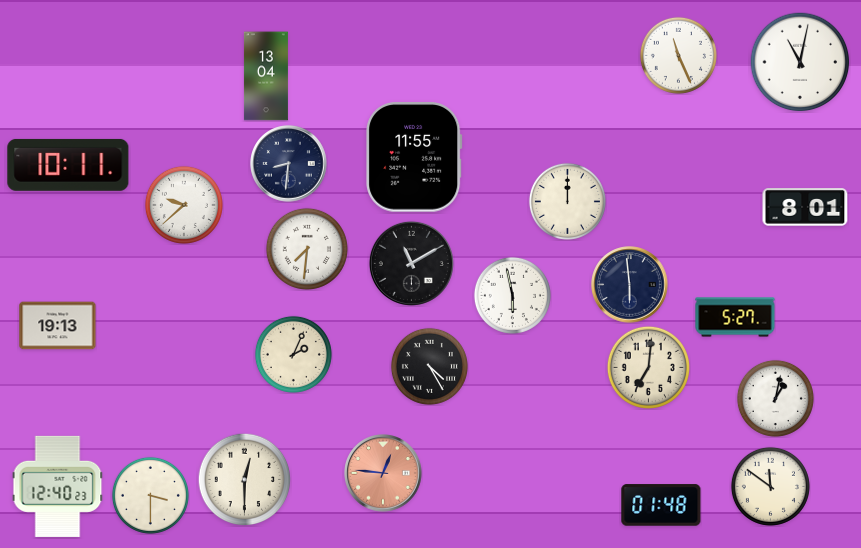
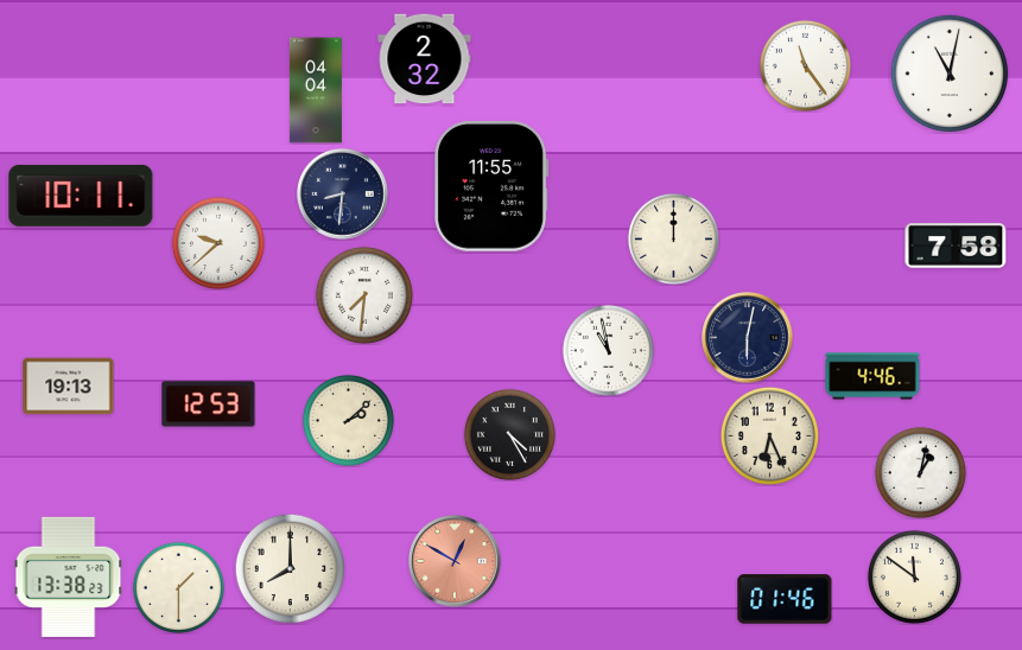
clock at (425, 59): none -> 2:32
clock at (678, 55): 11:26 -> 11:24
clock at (266, 76): 13:04 -> 04:04
clock at (805, 207): 8:01 -> 7:58
clock at (411, 263): 11:10 -> none
clock at (630, 285): 5:59 -> 6:02
clock at (512, 295): 5:58 -> 10:58
clock at (735, 317): 5:27 -> 4:46
clock at (209, 404): none -> 12:53
clock at (293, 354): 2:04 -> 2:08
clock at (648, 367): 7:01 -> 6:26
clock at (383, 473): 12:46 -> 12:50
clock at (244, 479): 12:30 -> 8:00
clock at (58, 486): 12:40 -> 13:38
clock at (150, 495): 3:30 -> 1:30
clock at (661, 505): 01:48 -> 01:46
